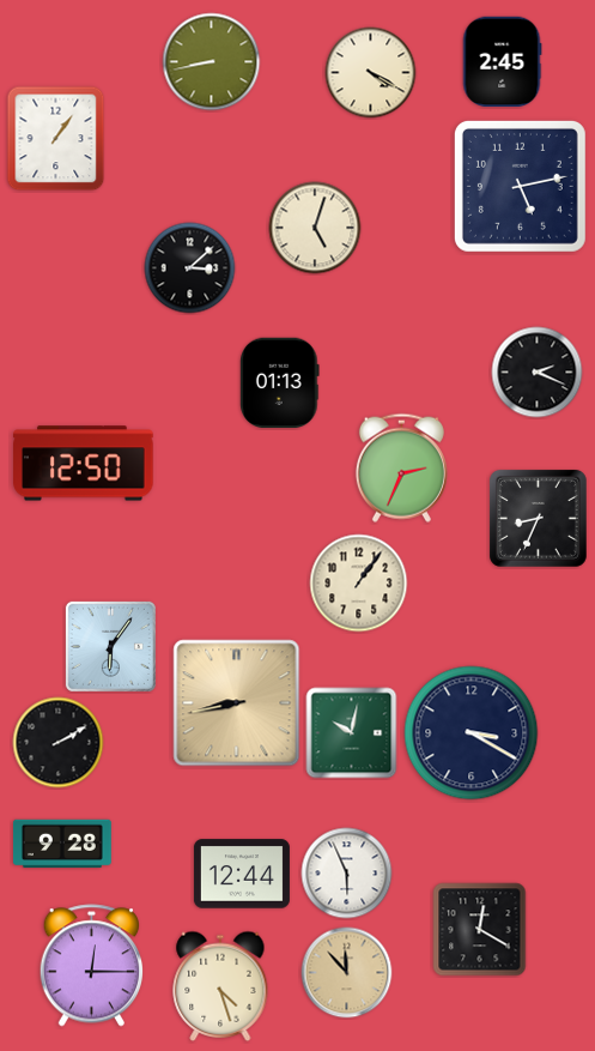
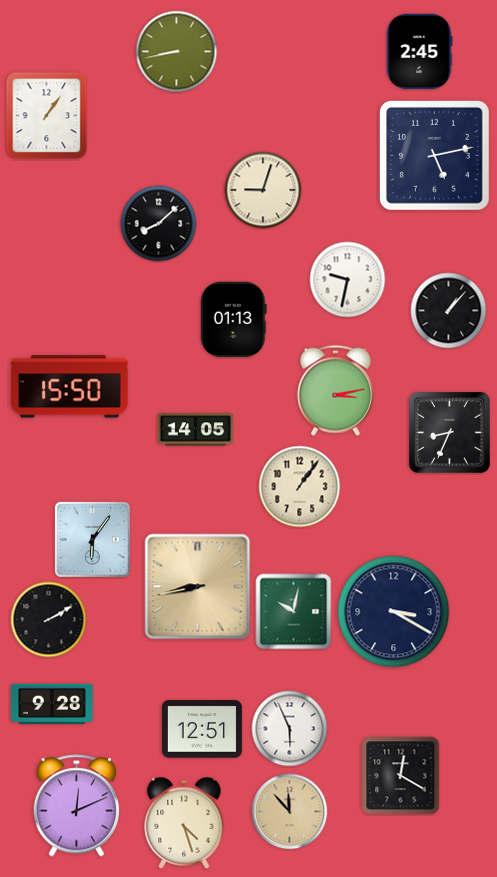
clock at (371, 73): 4:20 -> none
clock at (315, 228): 5:03 -> 9:03
clock at (190, 268): 3:08 -> 8:08
clock at (348, 280): none -> 9:32
clock at (538, 373): 2:19 -> 1:07
clock at (84, 464): 12:50 -> 15:50
clock at (401, 467): 2:34 -> 3:13
clock at (196, 430): none -> 14:05
clock at (242, 874): 12:44 -> 12:51
clock at (91, 966): 12:15 -> 12:11
